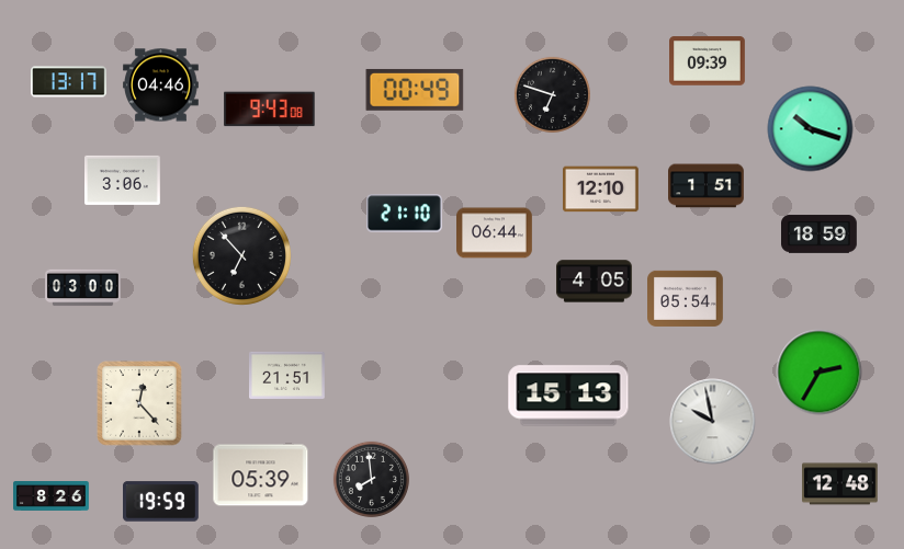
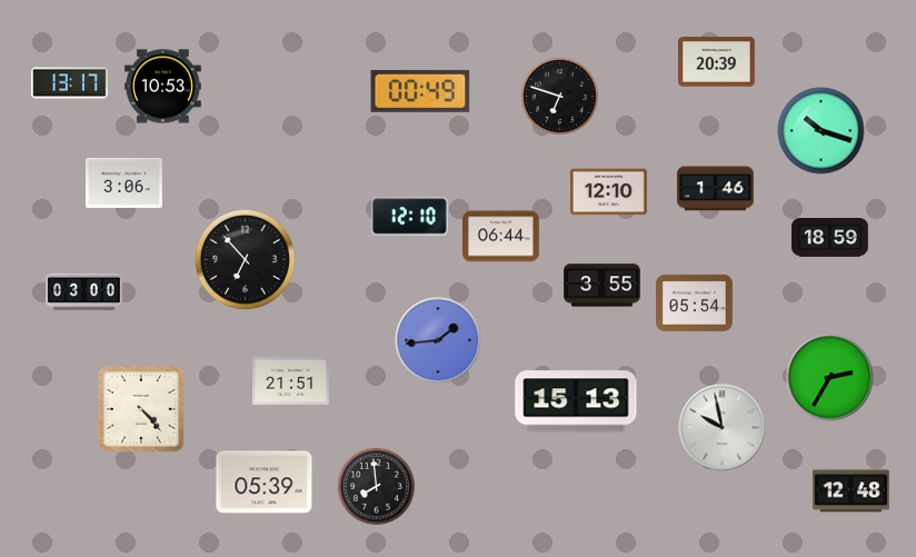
clock at (708, 61): 09:39 -> 20:39
clock at (161, 85): 04:46 -> 10:53
clock at (270, 110): 9:43 -> none
clock at (707, 186): 1:51 -> 1:46
clock at (405, 214): 21:10 -> 12:10
clock at (595, 282): 4:05 -> 3:55
clock at (438, 340): none -> 1:44
clock at (139, 403): 12:23 -> 4:23
clock at (52, 496): 8:26 -> none
clock at (161, 502): 19:59 -> none
